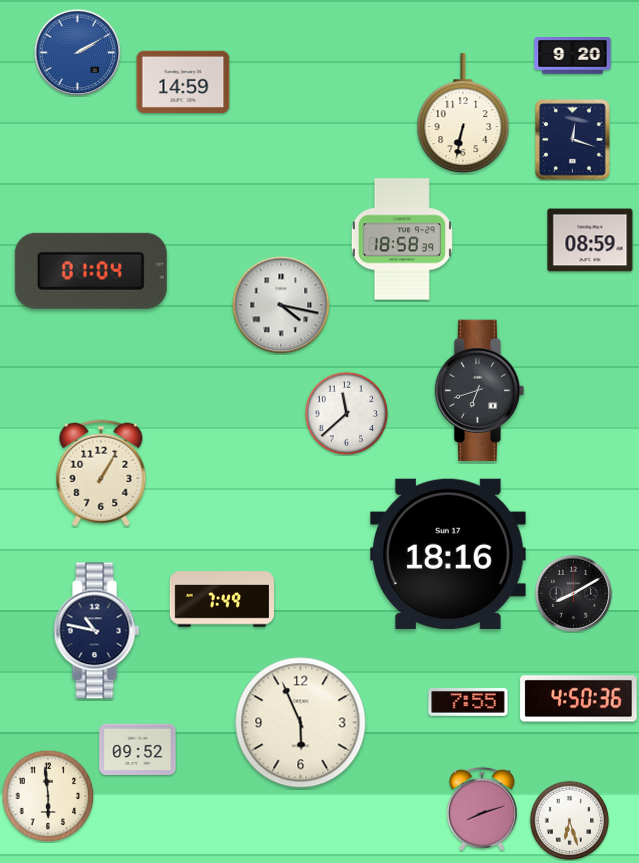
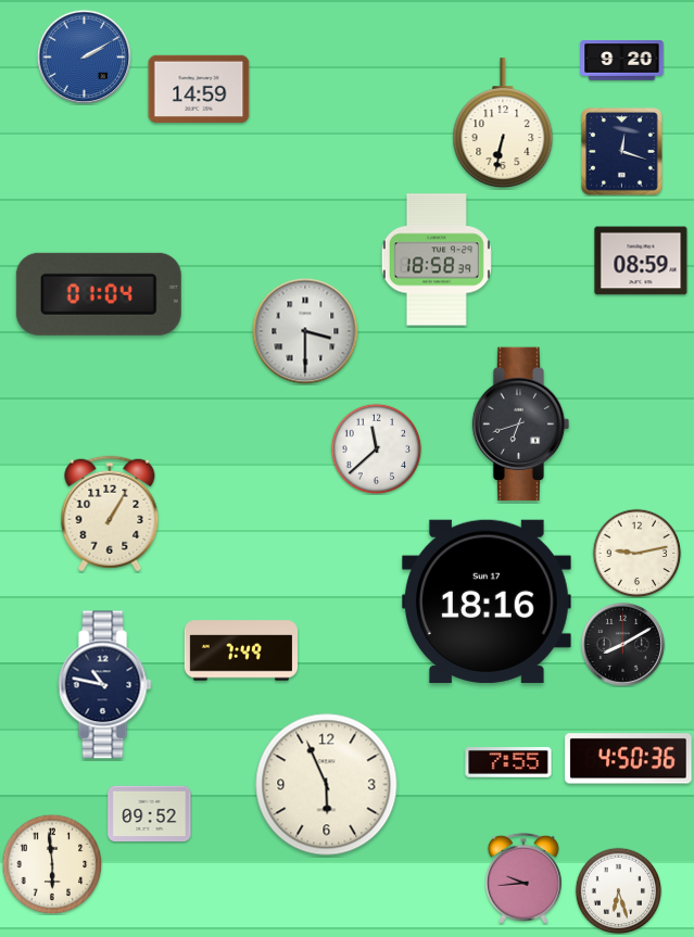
clock at (281, 305): 4:17 -> 3:30
clock at (636, 553): none -> 9:13
clock at (482, 809): 8:12 -> 9:44
